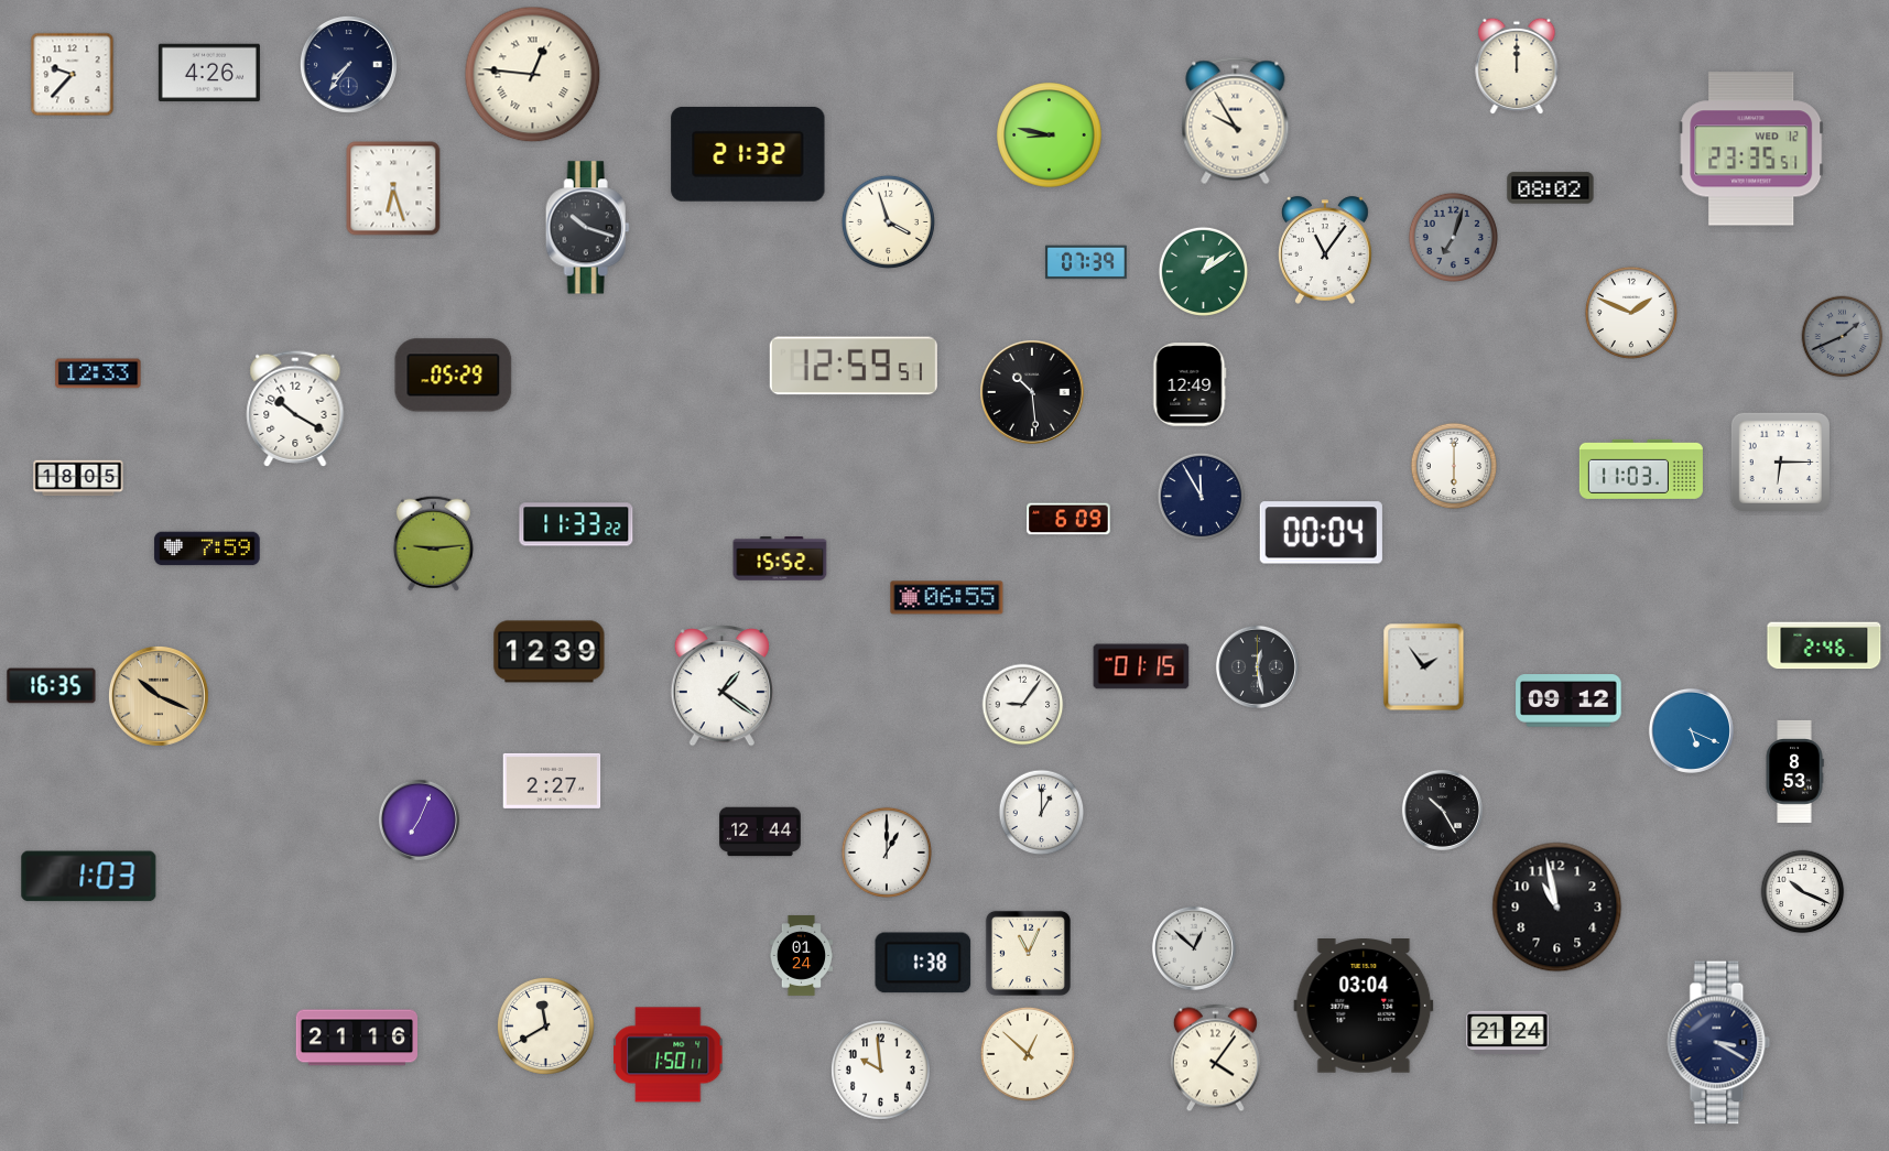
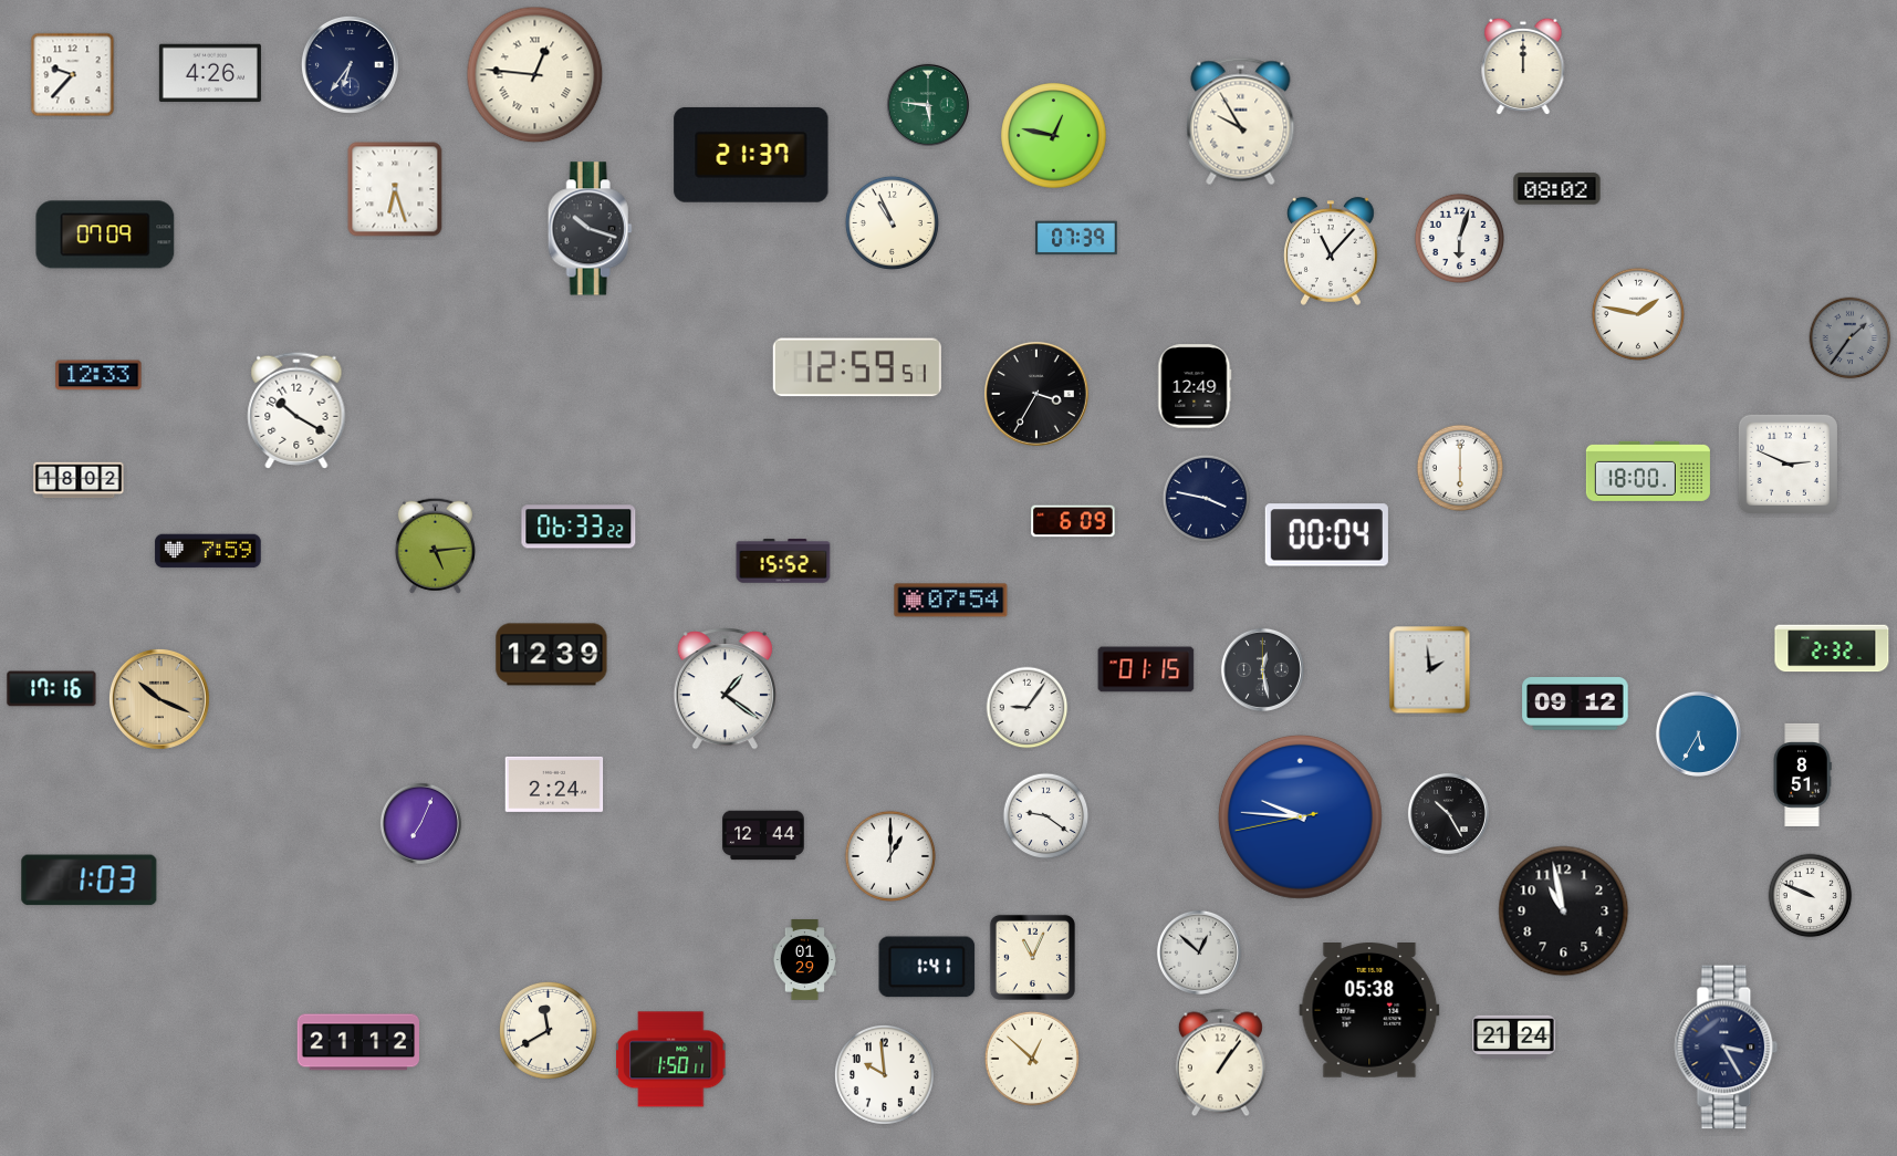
clock at (348, 64): 7:36 -> 6:36
clock at (928, 105): none -> 5:46
clock at (1050, 135): 8:47 -> 12:47
clock at (1751, 149): 23:35 -> none
clock at (748, 154): 21:32 -> 21:37
clock at (888, 221): 3:57 -> 10:56
clock at (105, 235): none -> 07:09
clock at (1453, 237): 7:03 -> 6:03
clock at (1453, 237) dial: grey -> white
clock at (1326, 250): 11:06 -> 11:07
clock at (1086, 262) position: (1086, 262) -> (1076, 238)
clock at (1203, 271): 1:09 -> none
clock at (1631, 313): 1:49 -> 1:47
clock at (1843, 337): 1:41 -> 1:36
clock at (454, 376): 05:29 -> none
clock at (1033, 393): 10:29 -> 3:35
clock at (1780, 462): 6:15 -> 2:49
clock at (1641, 469): 11:03 -> 18:00
clock at (78, 478): 18:05 -> 18:02
clock at (1202, 497): 11:55 -> 3:47
clock at (576, 524): 11:33 -> 06:33
clock at (433, 543): 9:14 -> 5:14
clock at (947, 598): 06:55 -> 07:54
clock at (1824, 645): 2:46 -> 2:32
clock at (1424, 667): 1:54 -> 1:59
clock at (52, 686): 16:35 -> 17:16
clock at (1691, 730): 5:19 -> 5:35
clock at (1794, 771): 8:53 -> 8:51
clock at (552, 781): 2:27 -> 2:24
clock at (1042, 813): 1:00 -> 9:21
clock at (1300, 816): none -> 9:45
clock at (1803, 892): 10:19 -> 9:49
clock at (802, 956): 01:24 -> 01:29
clock at (923, 963): 1:38 -> 1:41
clock at (1364, 1007): 03:04 -> 05:38
clock at (357, 1038): 21:16 -> 21:12
clock at (1719, 1043): 3:20 -> 3:25
clock at (1215, 1058): 4:06 -> 1:06
